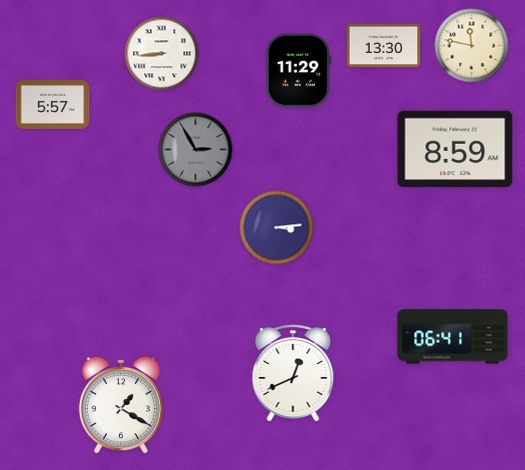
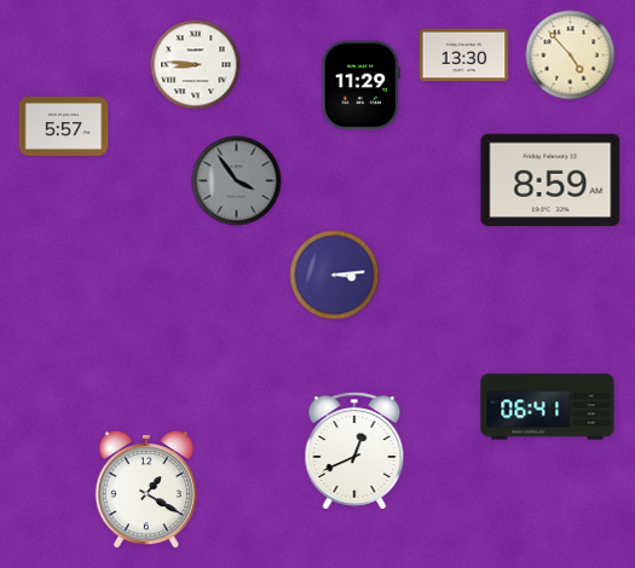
clock at (472, 46): 11:47 -> 4:53
clock at (162, 54): 8:44 -> 8:46
clock at (196, 150): 2:55 -> 3:54
